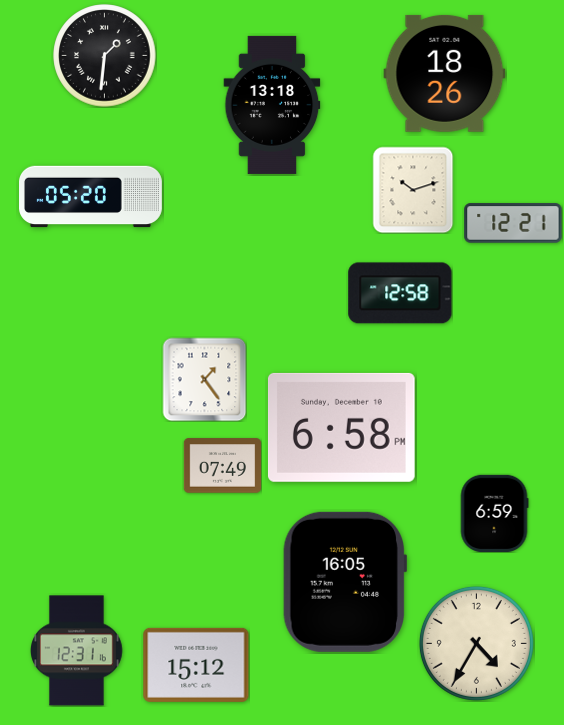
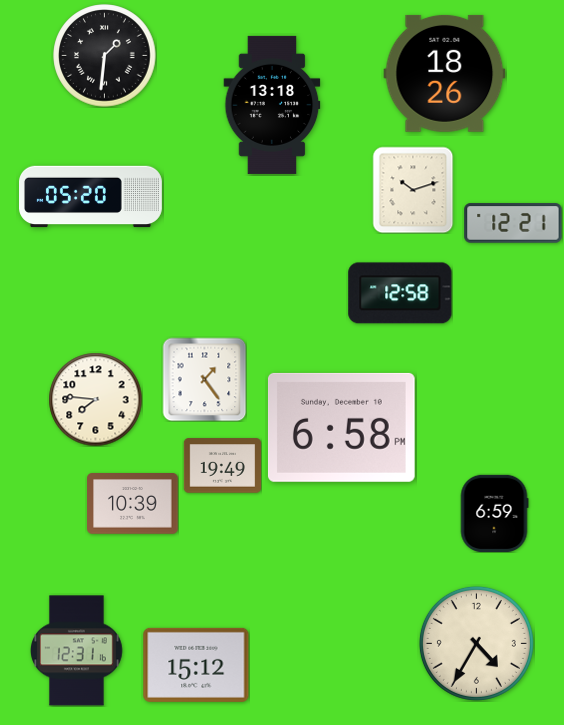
clock at (95, 399): none -> 7:46
clock at (222, 466): 07:49 -> 19:49
clock at (133, 504): none -> 10:39
clock at (345, 582): 16:05 -> none
